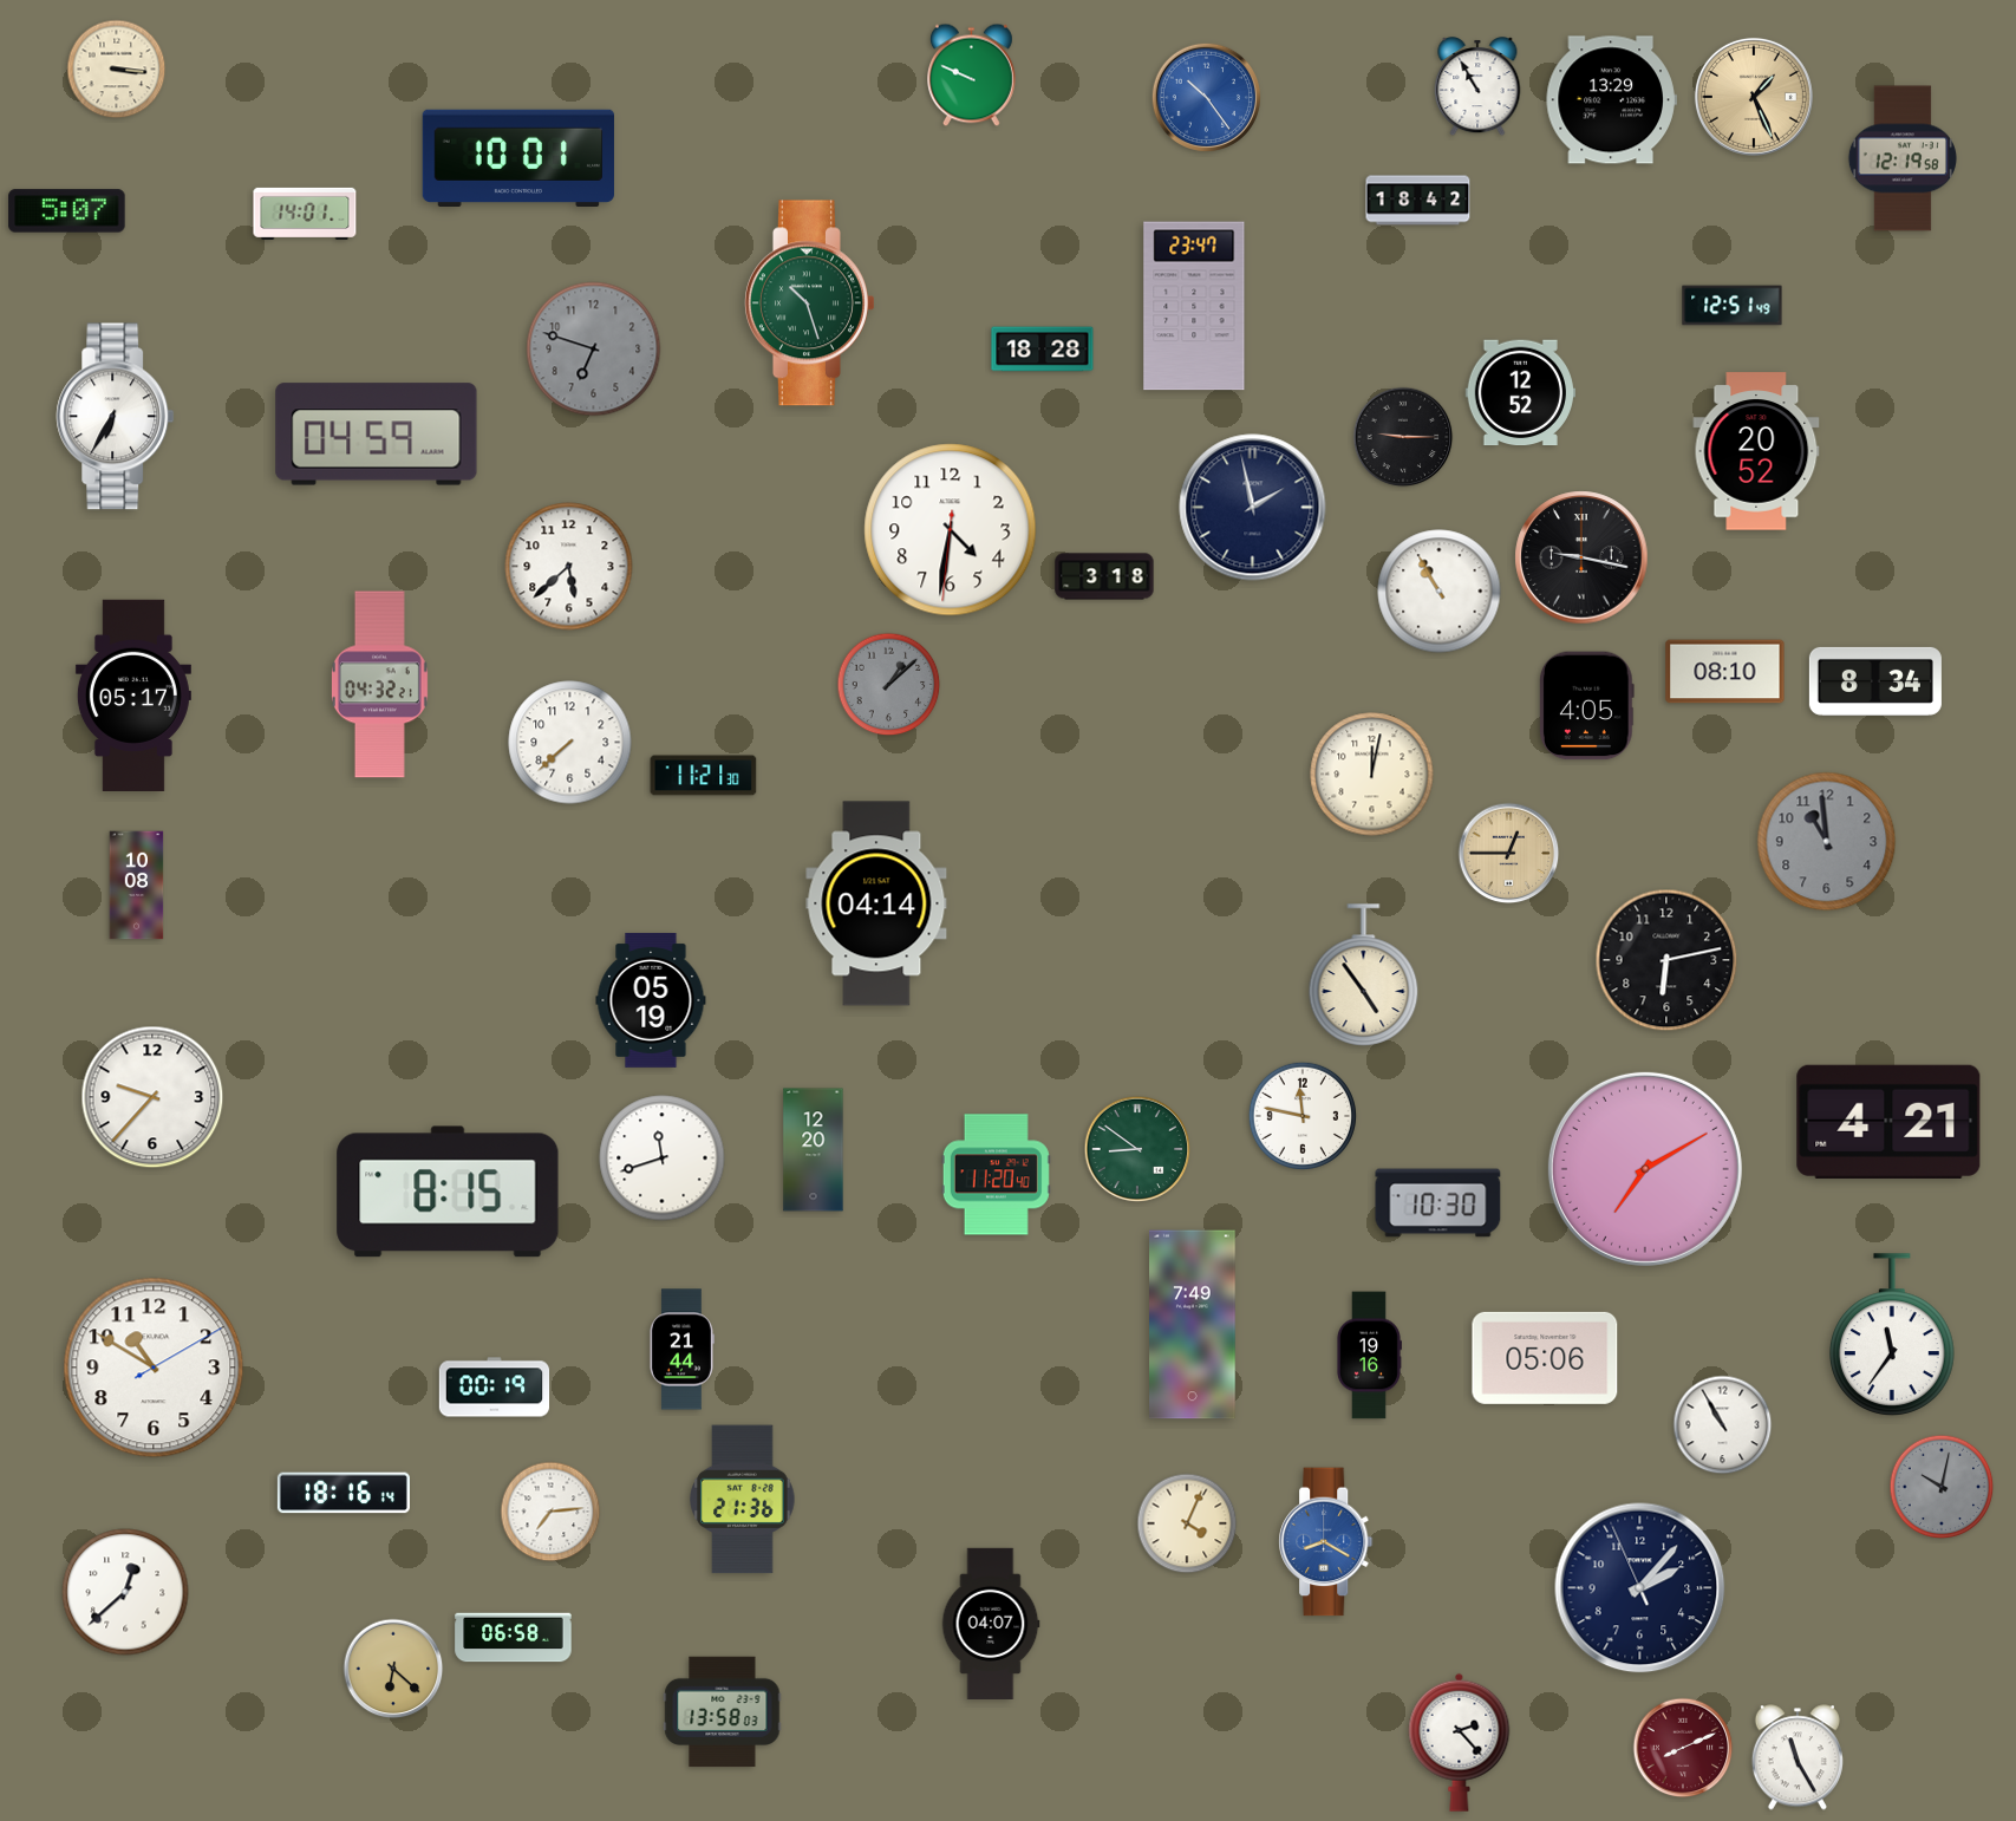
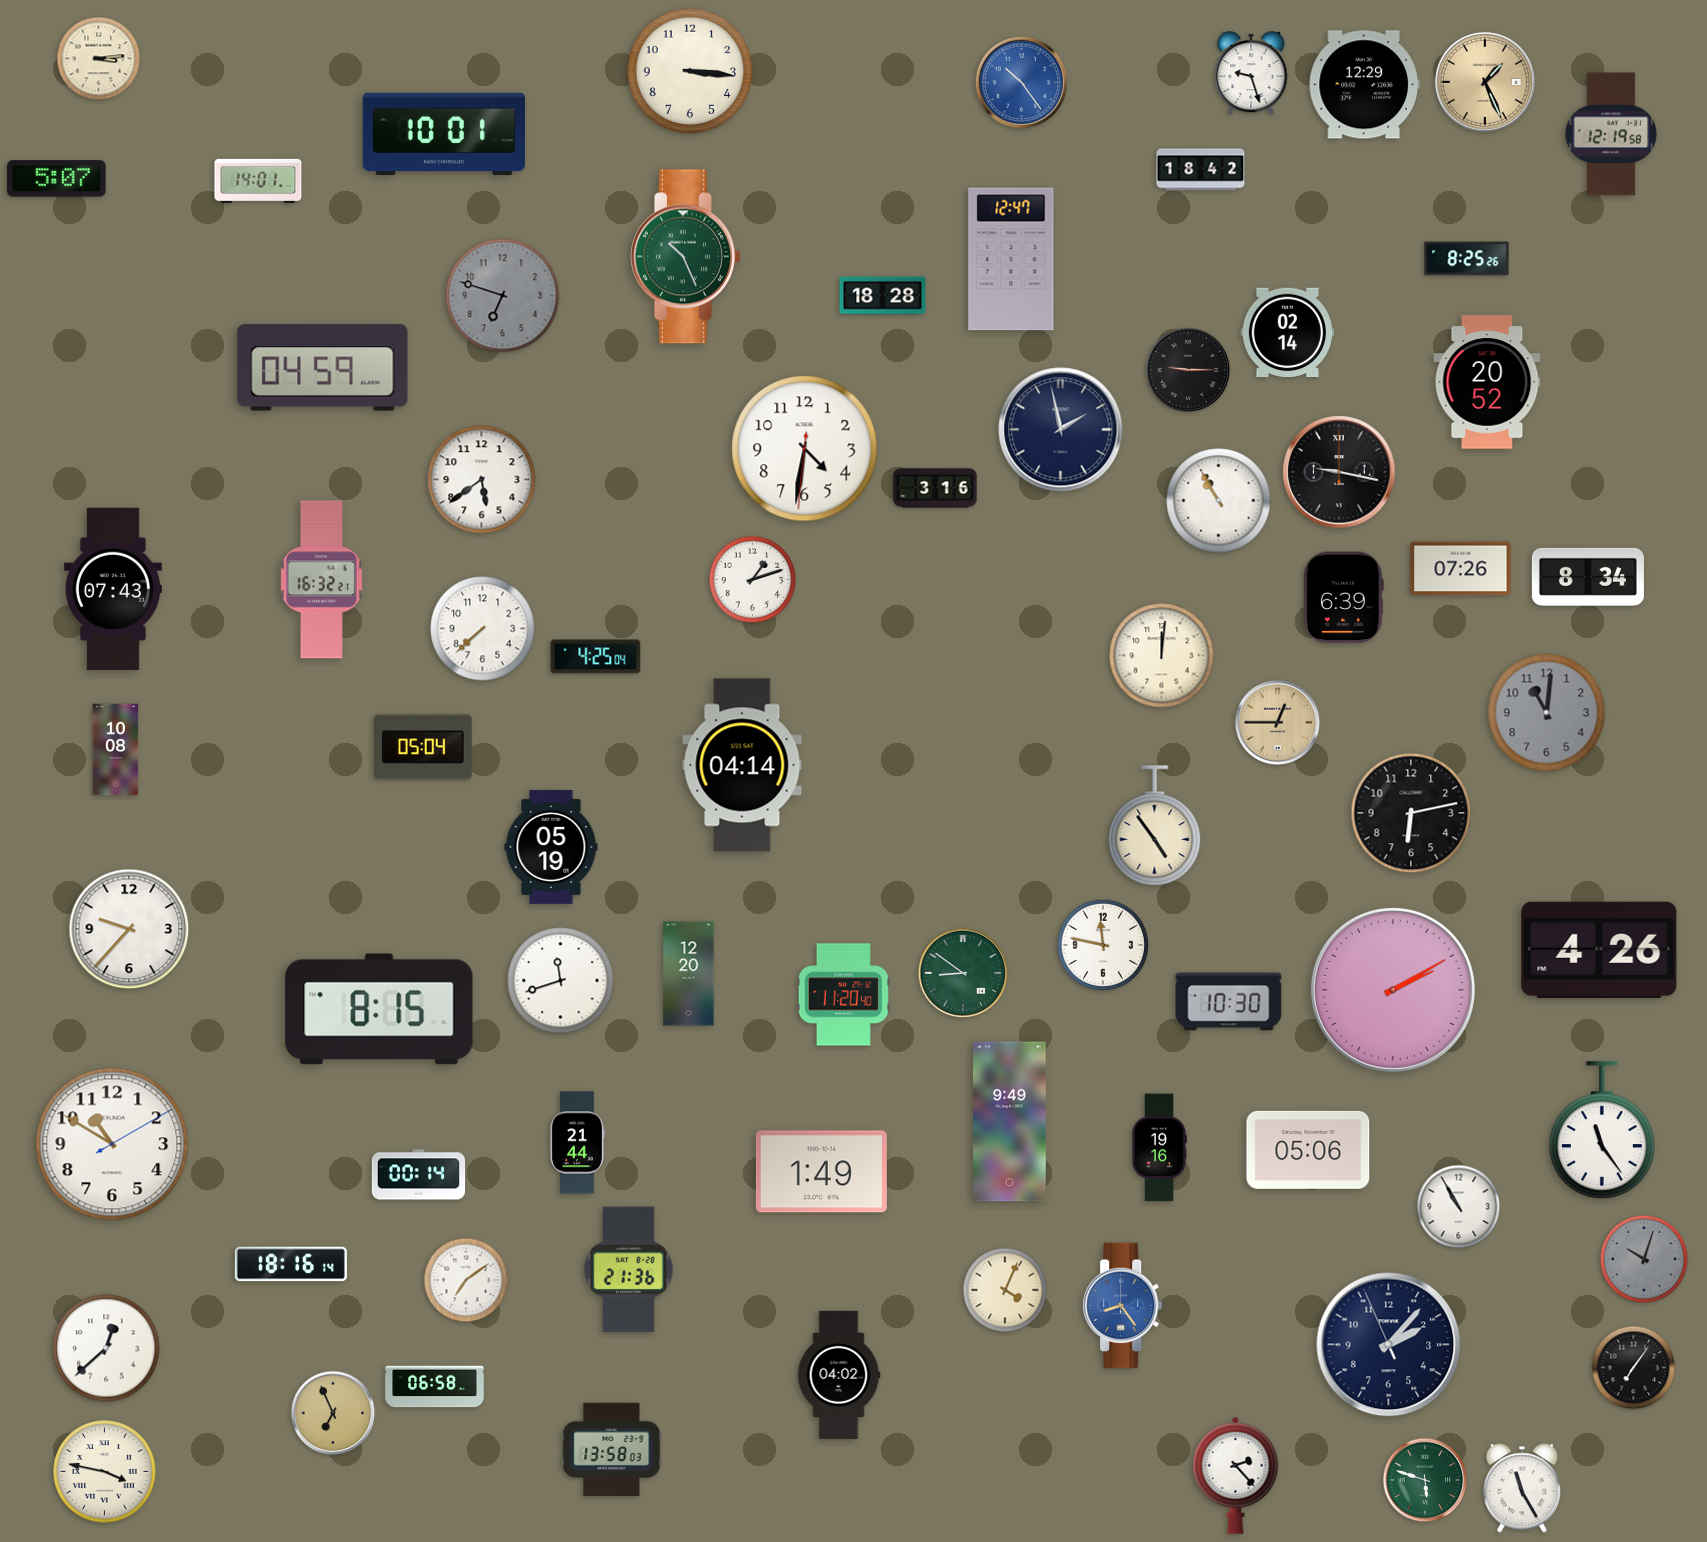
clock at (117, 70): 3:16 -> 3:14
clock at (972, 76): 9:49 -> none
clock at (690, 71): none -> 3:16
clock at (1477, 87): 10:55 -> 9:27
clock at (1611, 100): 13:29 -> 12:29
clock at (518, 157) position: (518, 157) -> (444, 133)
clock at (809, 303): 10:27 -> 10:26
clock at (1194, 306): 23:47 -> 12:47
clock at (1733, 306): 12:51 -> 8:25
clock at (1520, 393): 12:52 -> 02:14
clock at (116, 417): 6:35 -> none
clock at (377, 435) position: (377, 435) -> (323, 368)
clock at (569, 567): 5:38 -> 5:39
clock at (1104, 576): 3:18 -> 3:16
clock at (1725, 672): 08:10 -> 07:26
clock at (379, 685): 04:32 -> 16:32
clock at (889, 685): 1:08 -> 1:12
clock at (889, 685) dial: grey -> white
clock at (133, 694): 05:17 -> 07:43
clock at (1586, 706): 4:05 -> 6:39
clock at (1372, 775): 12:02 -> 12:01
clock at (704, 776): 11:21 -> 4:25
clock at (1827, 842): 10:59 -> 11:01
clock at (424, 747): none -> 05:04
clock at (1888, 1122): 4:21 -> 4:26
clock at (1645, 1169): 7:10 -> 2:10
clock at (1438, 1203) position: (1438, 1203) -> (1229, 1002)
clock at (1193, 1325): 7:49 -> 9:49
clock at (1892, 1334): 11:36 -> 11:24
clock at (154, 1368) position: (154, 1368) -> (112, 1144)
clock at (821, 1172): none -> 1:49
clock at (495, 1388): 00:19 -> 00:14
clock at (1942, 1487): 10:02 -> 10:03
clock at (550, 1512): 7:14 -> 7:09
clock at (1326, 1542): 8:20 -> 8:24
clock at (1634, 1368): none -> 7:06
clock at (991, 1623): 04:07 -> 04:02
clock at (393, 1669): 6:22 -> 6:56
clock at (105, 1472): none -> 3:47
clock at (1683, 1748): 8:11 -> 5:48
clock at (1683, 1748) dial: burgundy -> green
